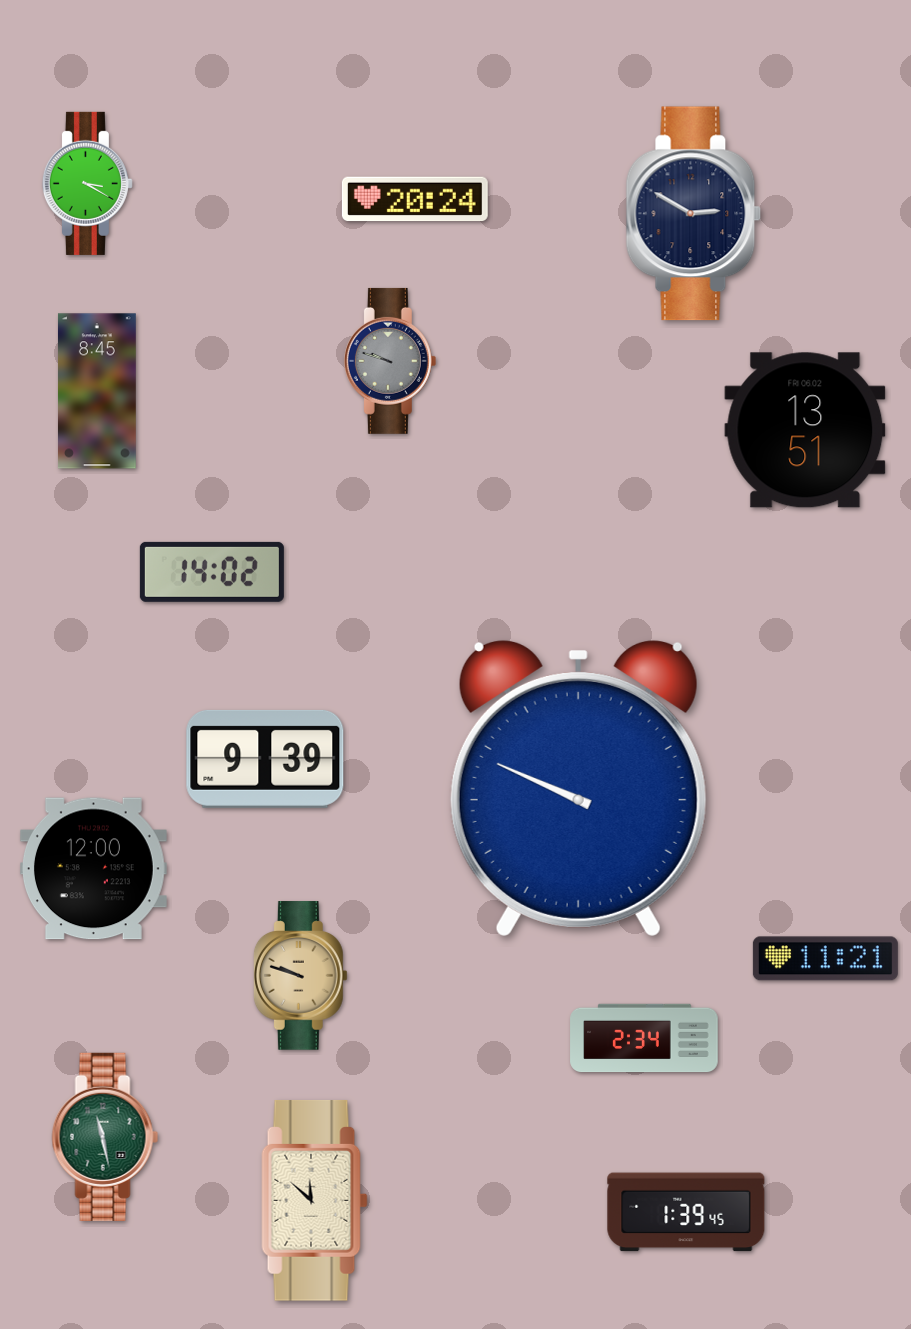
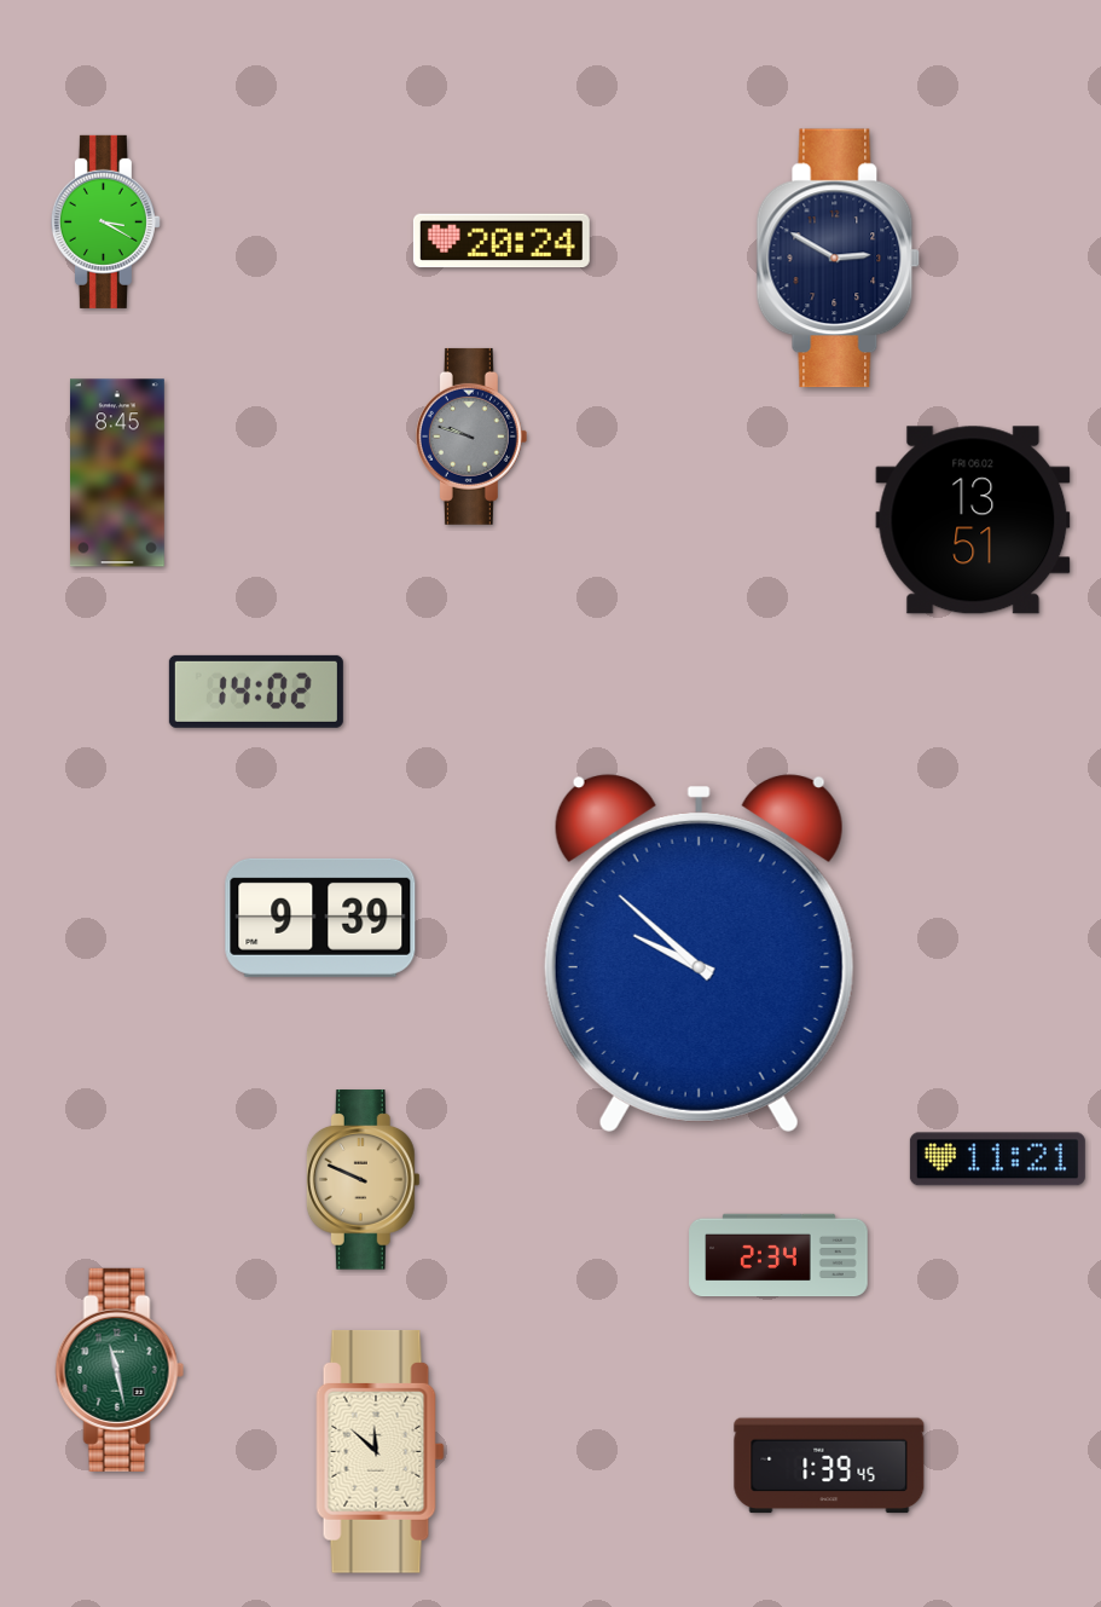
clock at (578, 788): 9:49 -> 9:52
clock at (93, 869): 12:00 -> none
clock at (300, 976): 9:48 -> 9:49
clock at (105, 1137) position: (105, 1137) -> (120, 1370)
